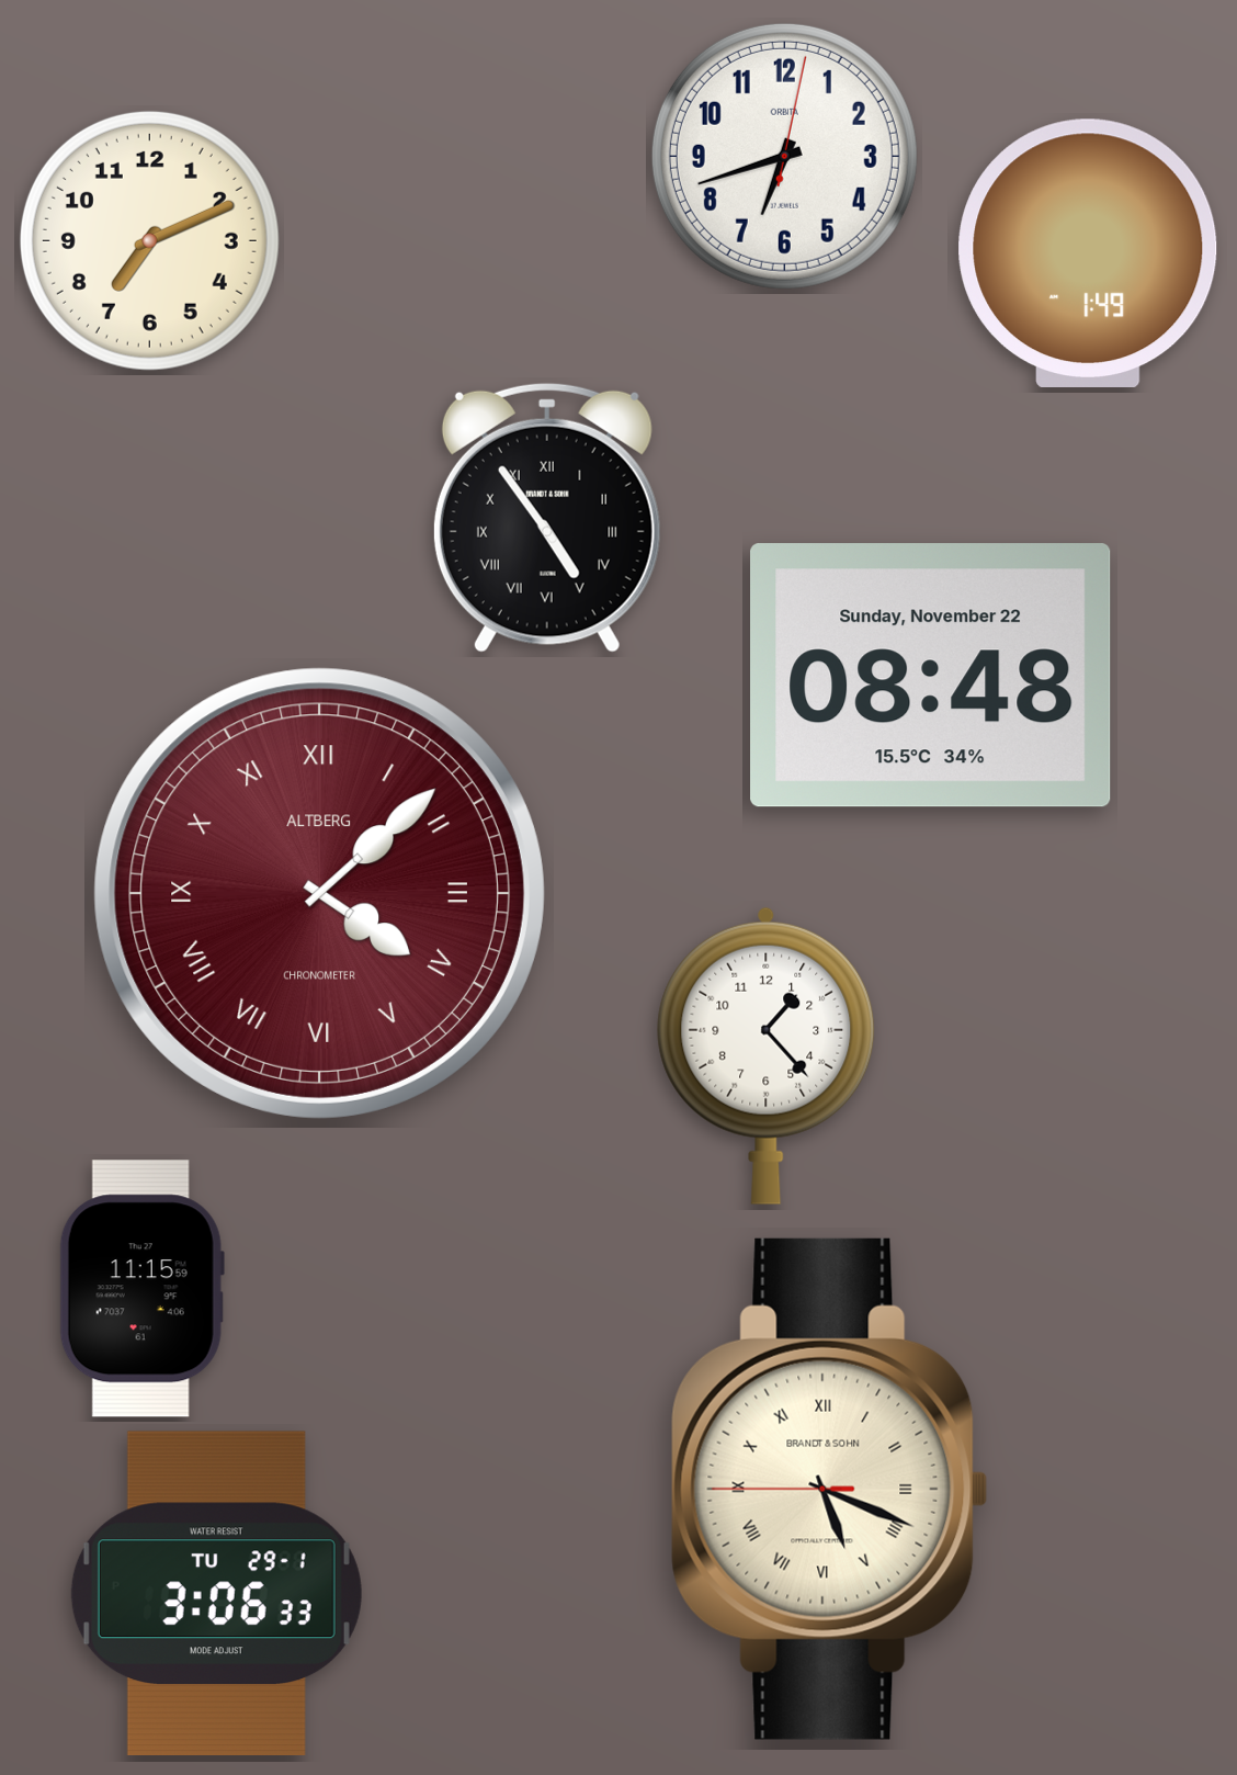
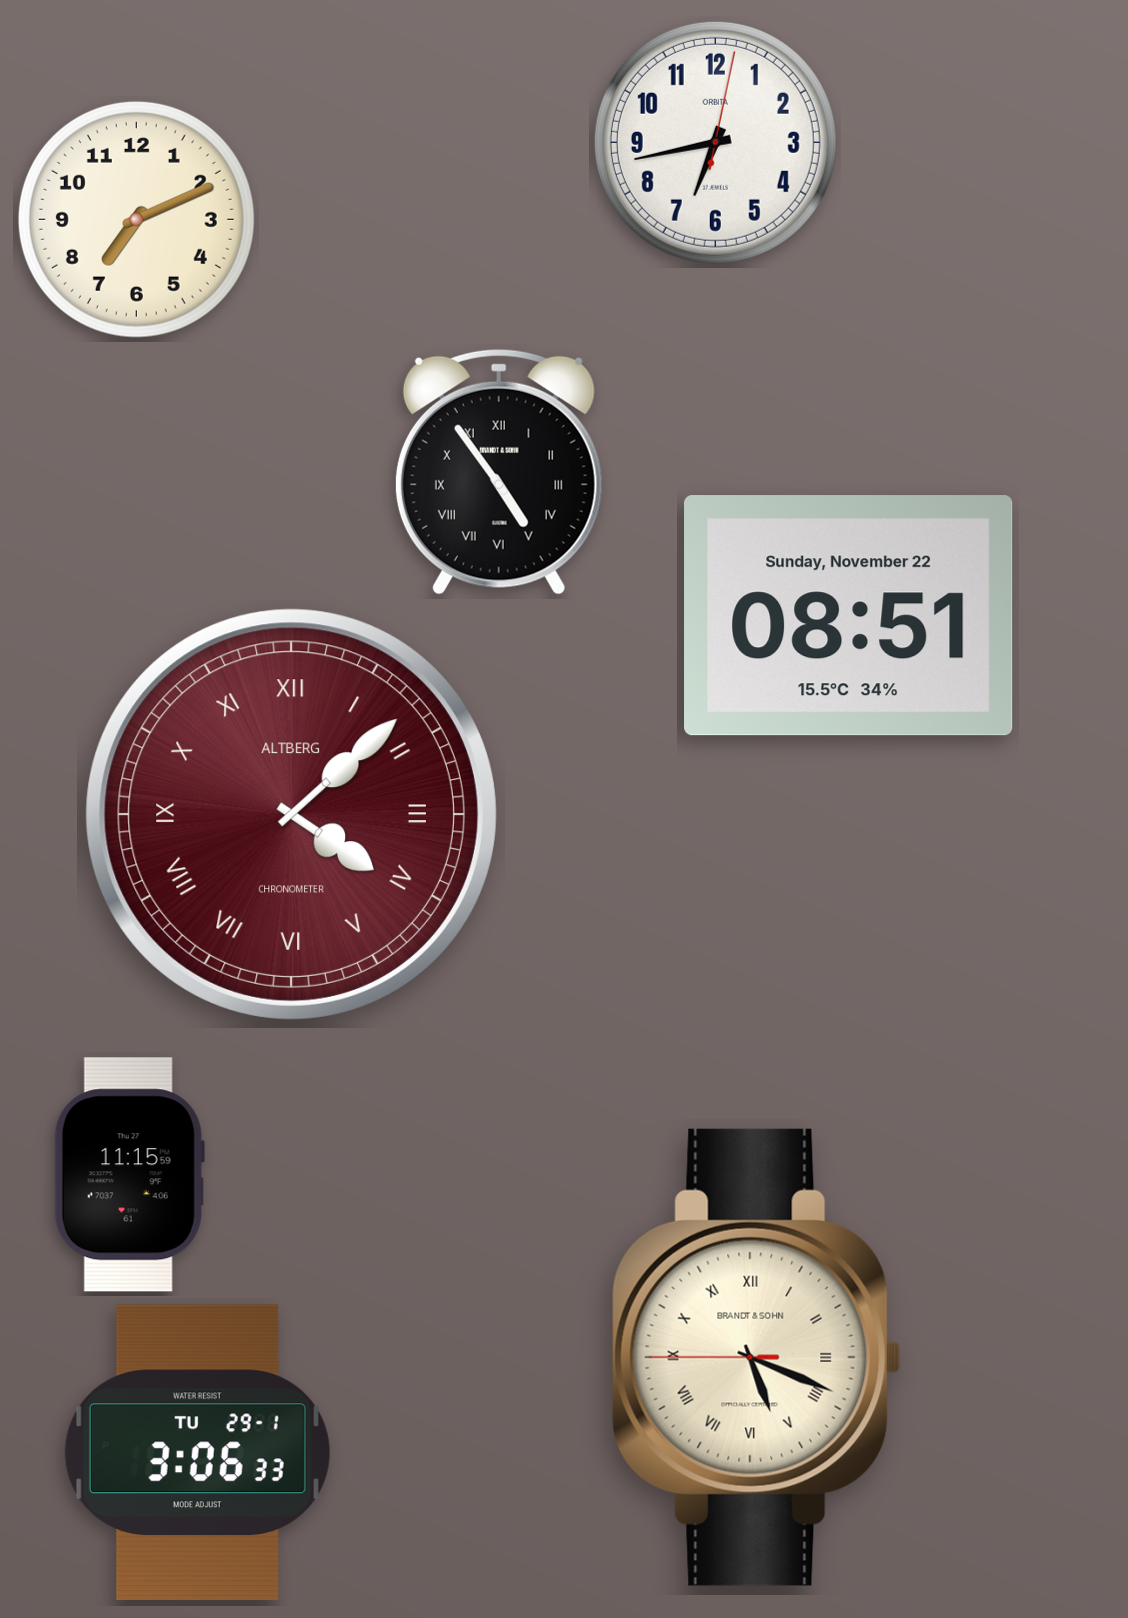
clock at (784, 156): 6:42 -> 6:43
clock at (1088, 252): 1:49 -> none
clock at (931, 676): 08:48 -> 08:51
clock at (767, 1055): 1:23 -> none
